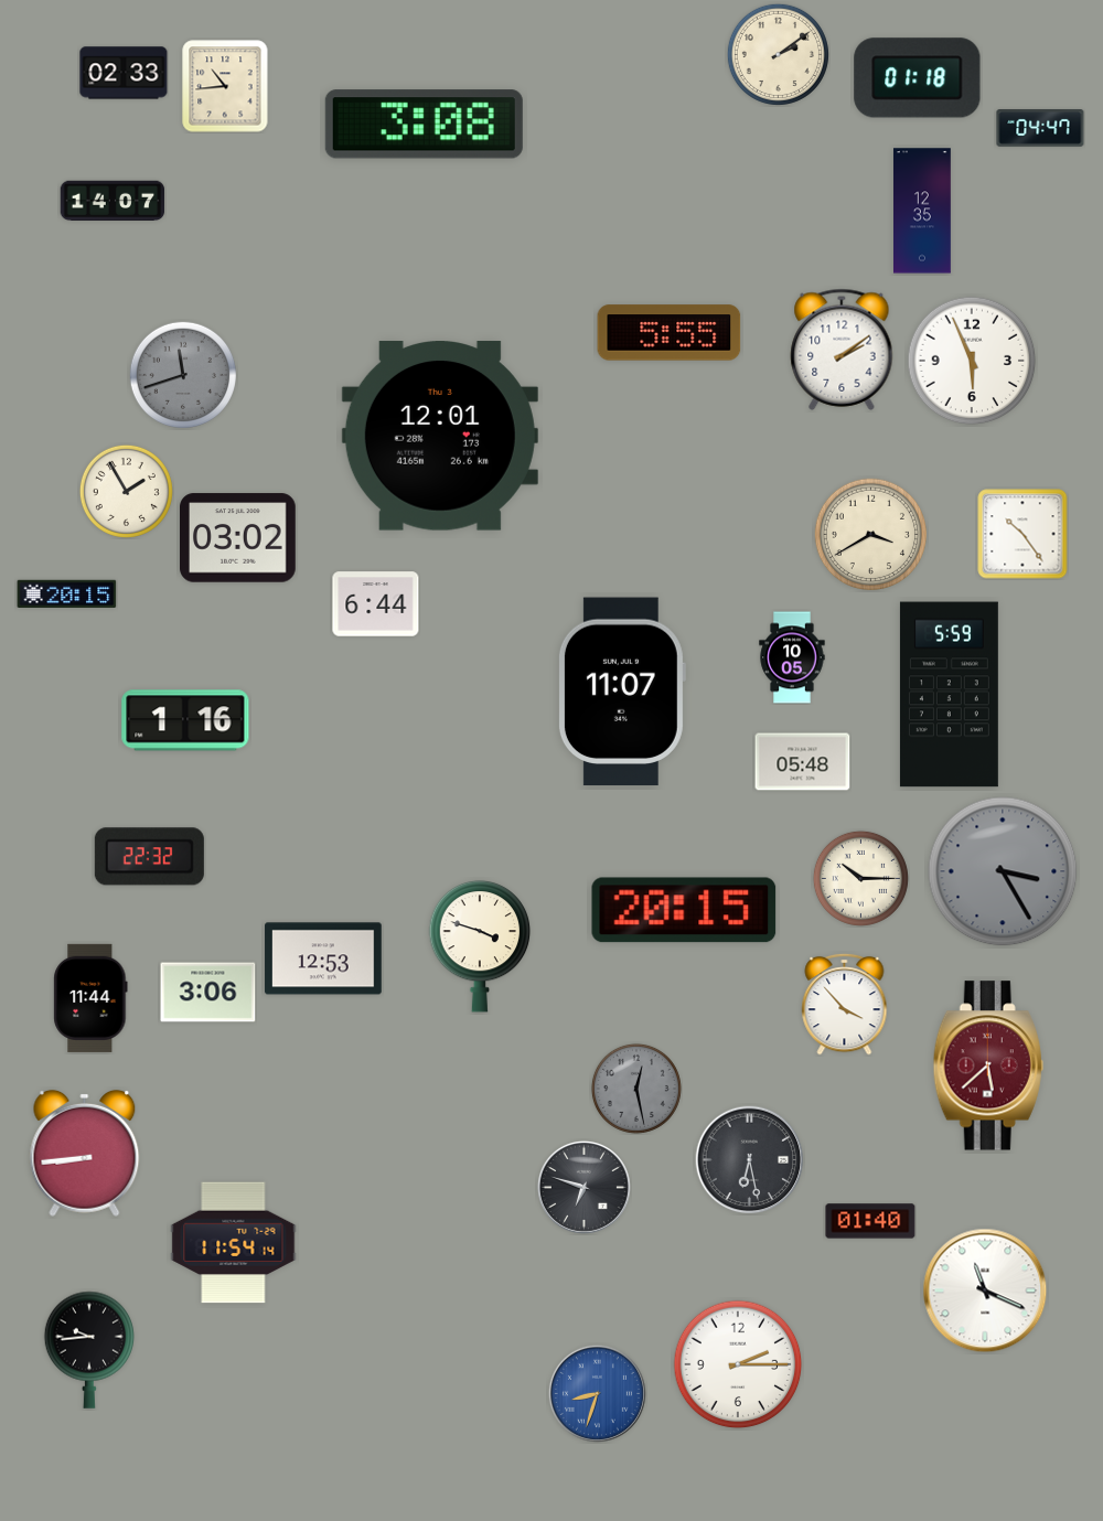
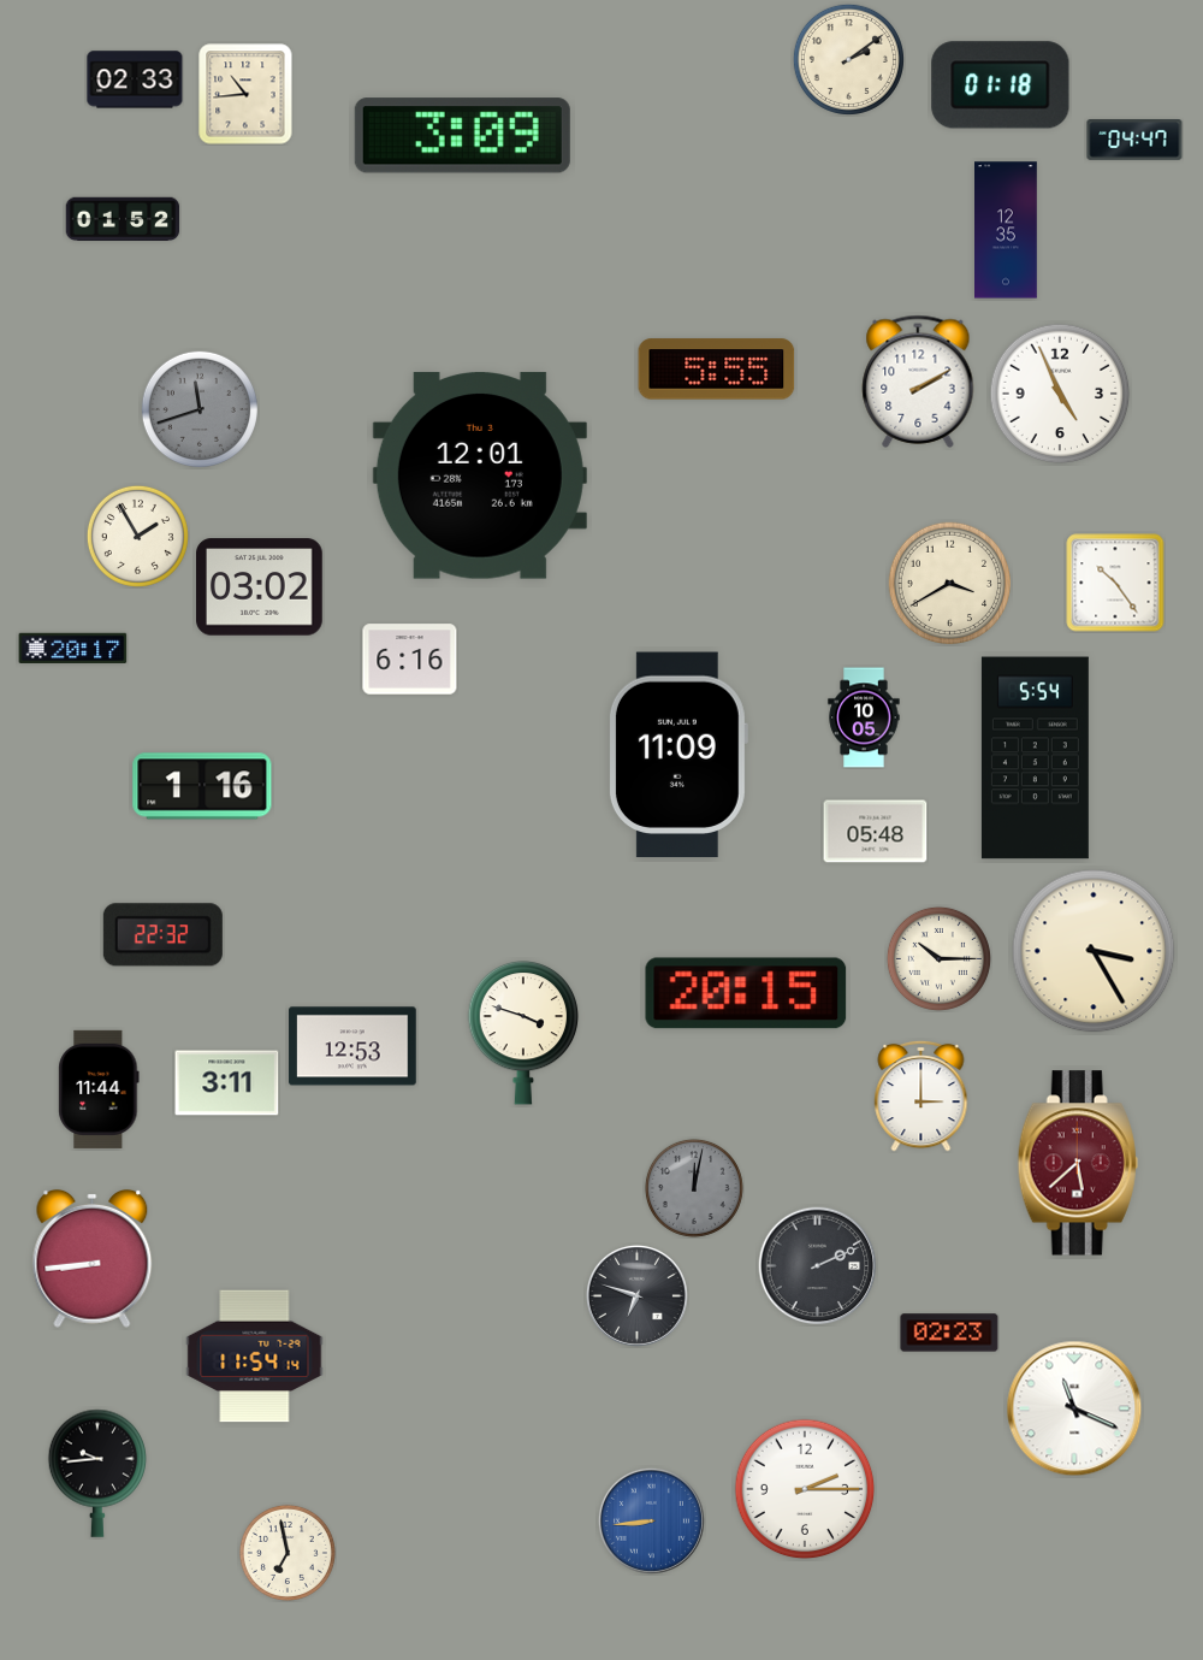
clock at (424, 125): 3:08 -> 3:09
clock at (113, 200): 14:07 -> 01:52
clock at (670, 333) position: (670, 333) -> (717, 370)
clock at (842, 350): 2:09 -> 2:10
clock at (972, 361): 5:56 -> 4:56
clock at (67, 593): 20:15 -> 20:17
clock at (376, 604): 6:44 -> 6:16
clock at (621, 692): 11:07 -> 11:09
clock at (949, 695): 5:59 -> 5:54
clock at (1003, 871) dial: grey -> cream
clock at (208, 993): 3:06 -> 3:11
clock at (845, 1004): 3:53 -> 3:00
clock at (636, 1089): 12:28 -> 12:02
clock at (750, 1160): 6:28 -> 2:11
clock at (870, 1221): 01:40 -> 02:23
clock at (597, 1393): 8:33 -> 8:44
clock at (288, 1553): none -> 6:58
